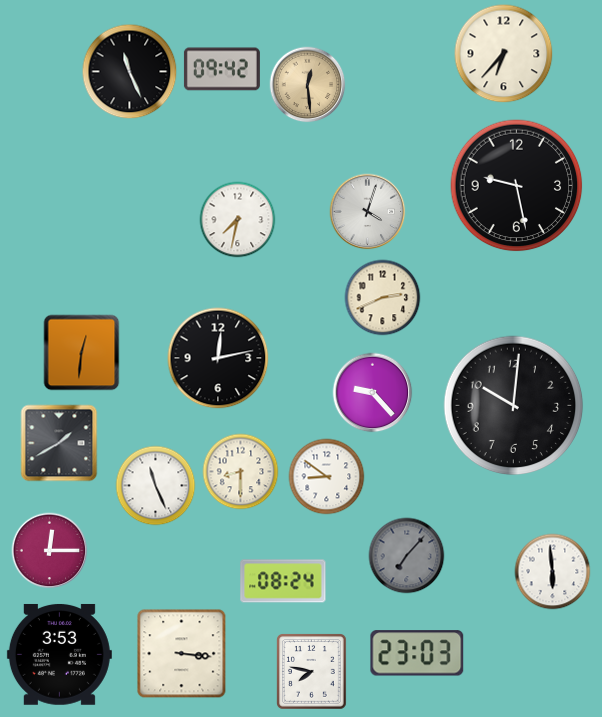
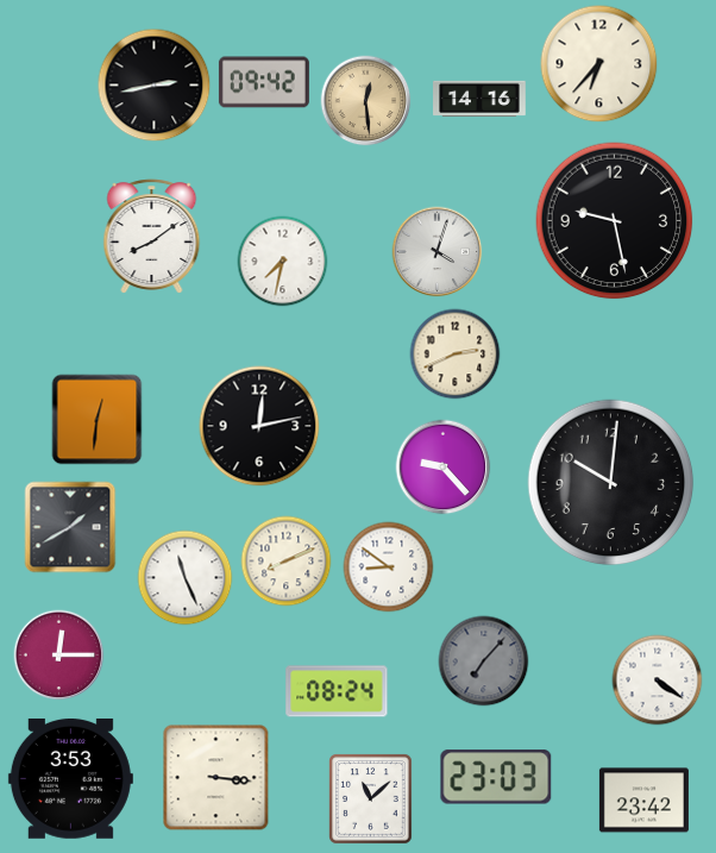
clock at (130, 72): 11:26 -> 2:43
clock at (481, 98): none -> 14:16
clock at (152, 237): none -> 8:09
clock at (241, 472): 8:30 -> 8:11
clock at (553, 572): 5:59 -> 4:21
clock at (312, 672): 7:47 -> 11:08
clock at (643, 801): none -> 23:42
